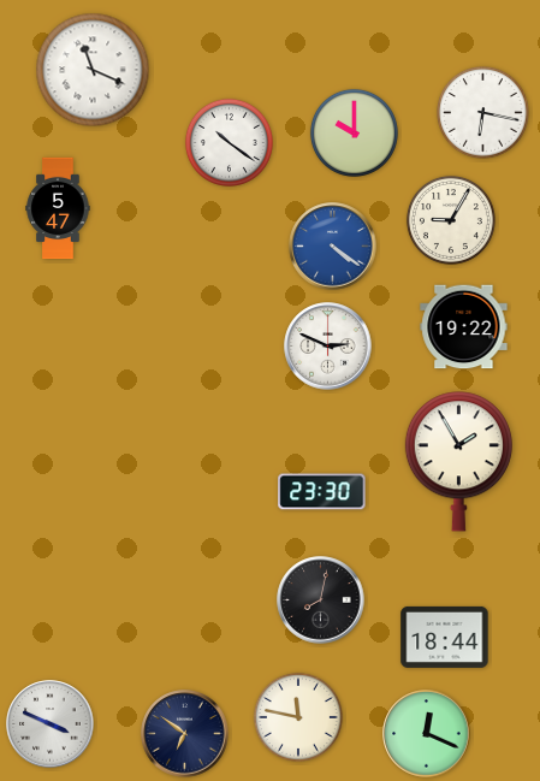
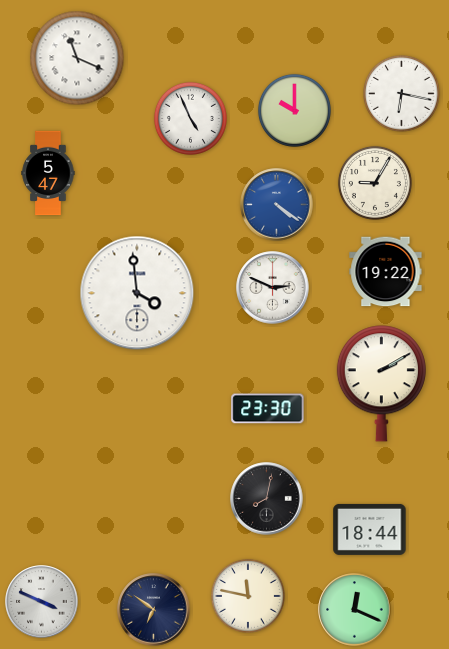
clock at (229, 142): 10:21 -> 4:56
clock at (137, 293): none -> 3:59
clock at (458, 462): 1:55 -> 2:10
